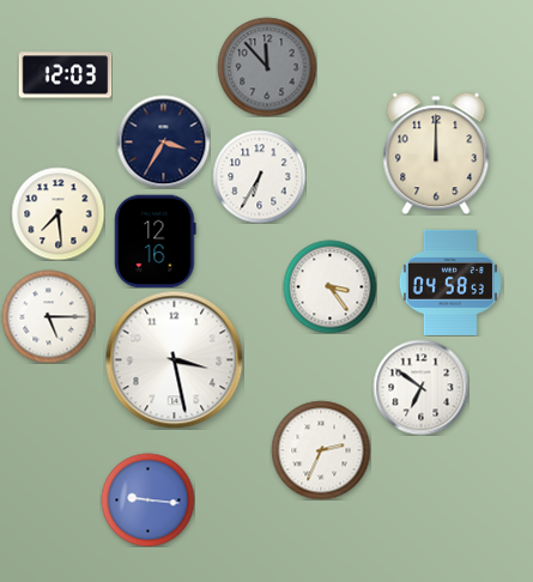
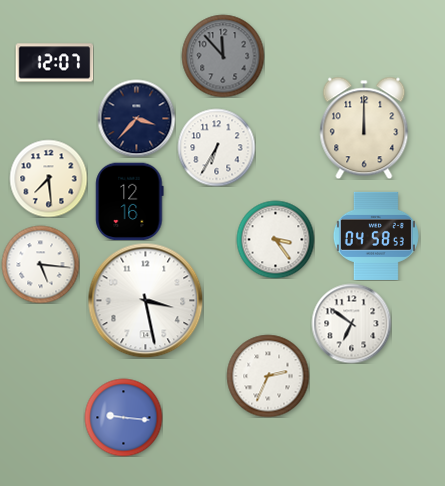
clock at (65, 75): 12:03 -> 12:07
clock at (163, 141): 3:35 -> 3:37
clock at (48, 316): 5:15 -> 5:16
